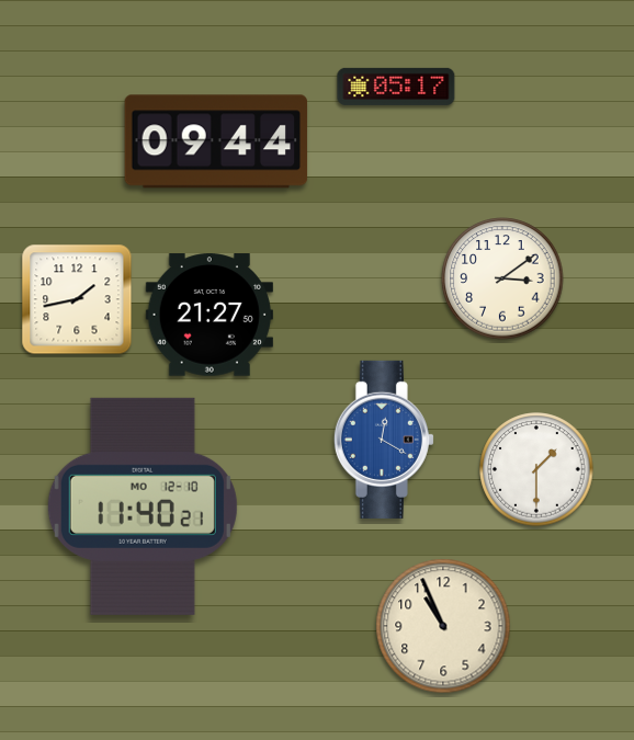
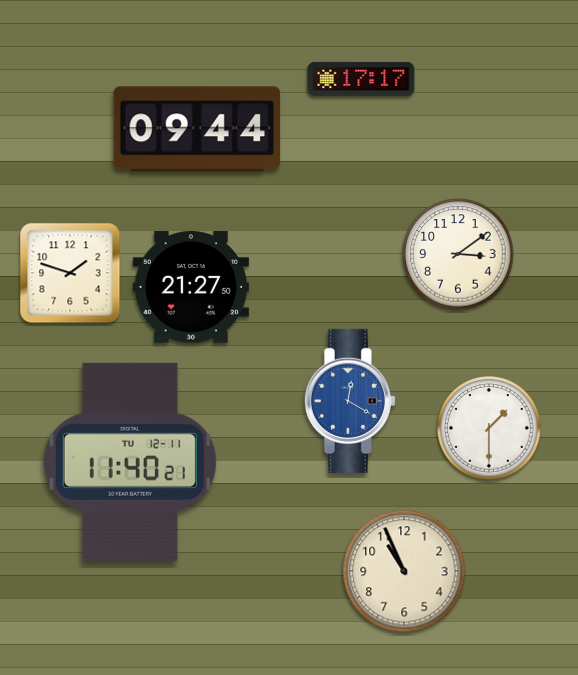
clock at (396, 87): 05:17 -> 17:17
clock at (77, 299): 1:43 -> 1:48
clock at (143, 506) date: MO 12-10 -> TU 12-11
